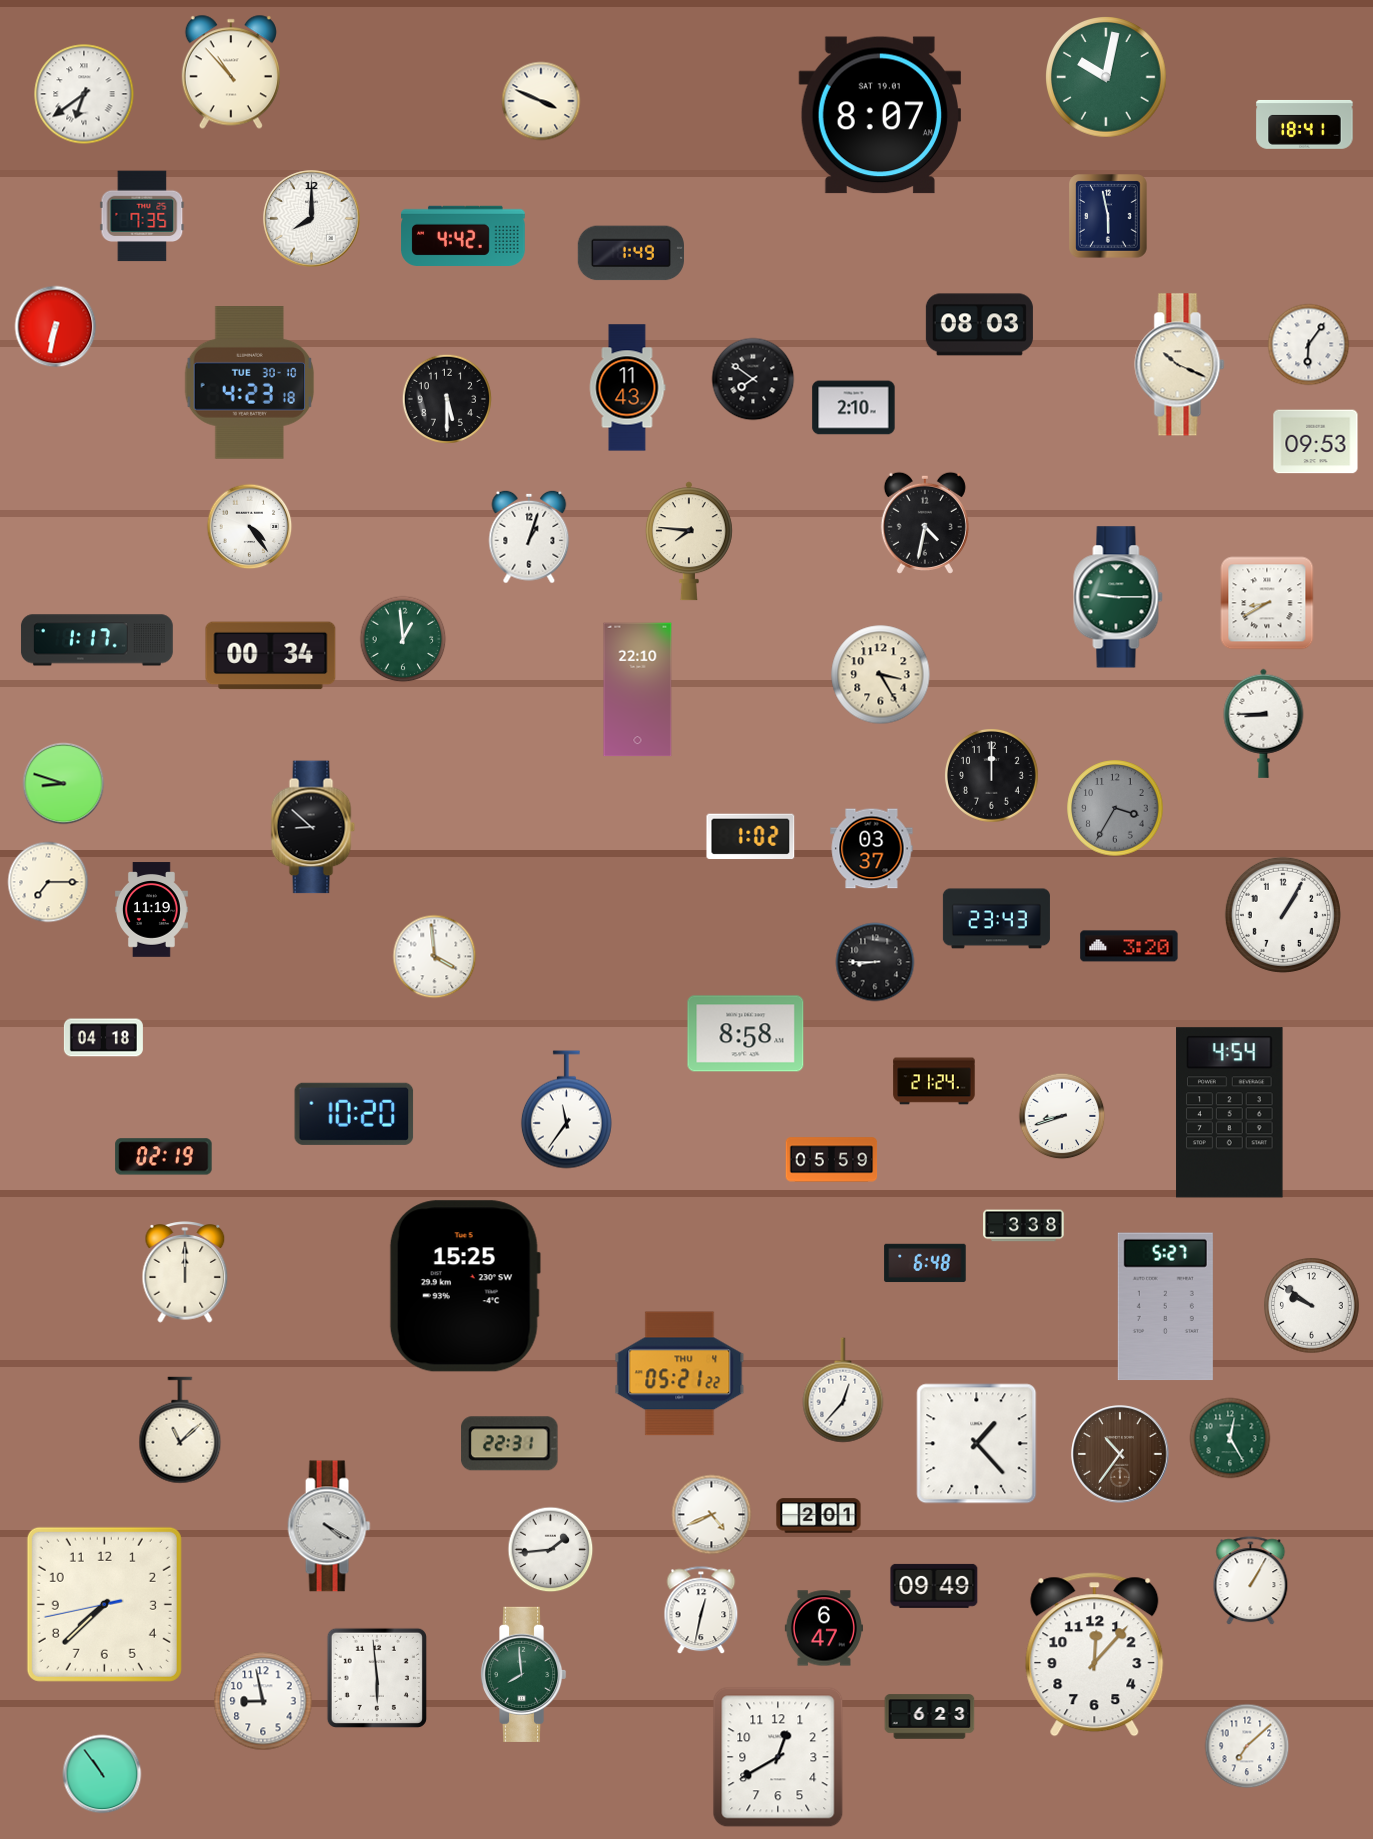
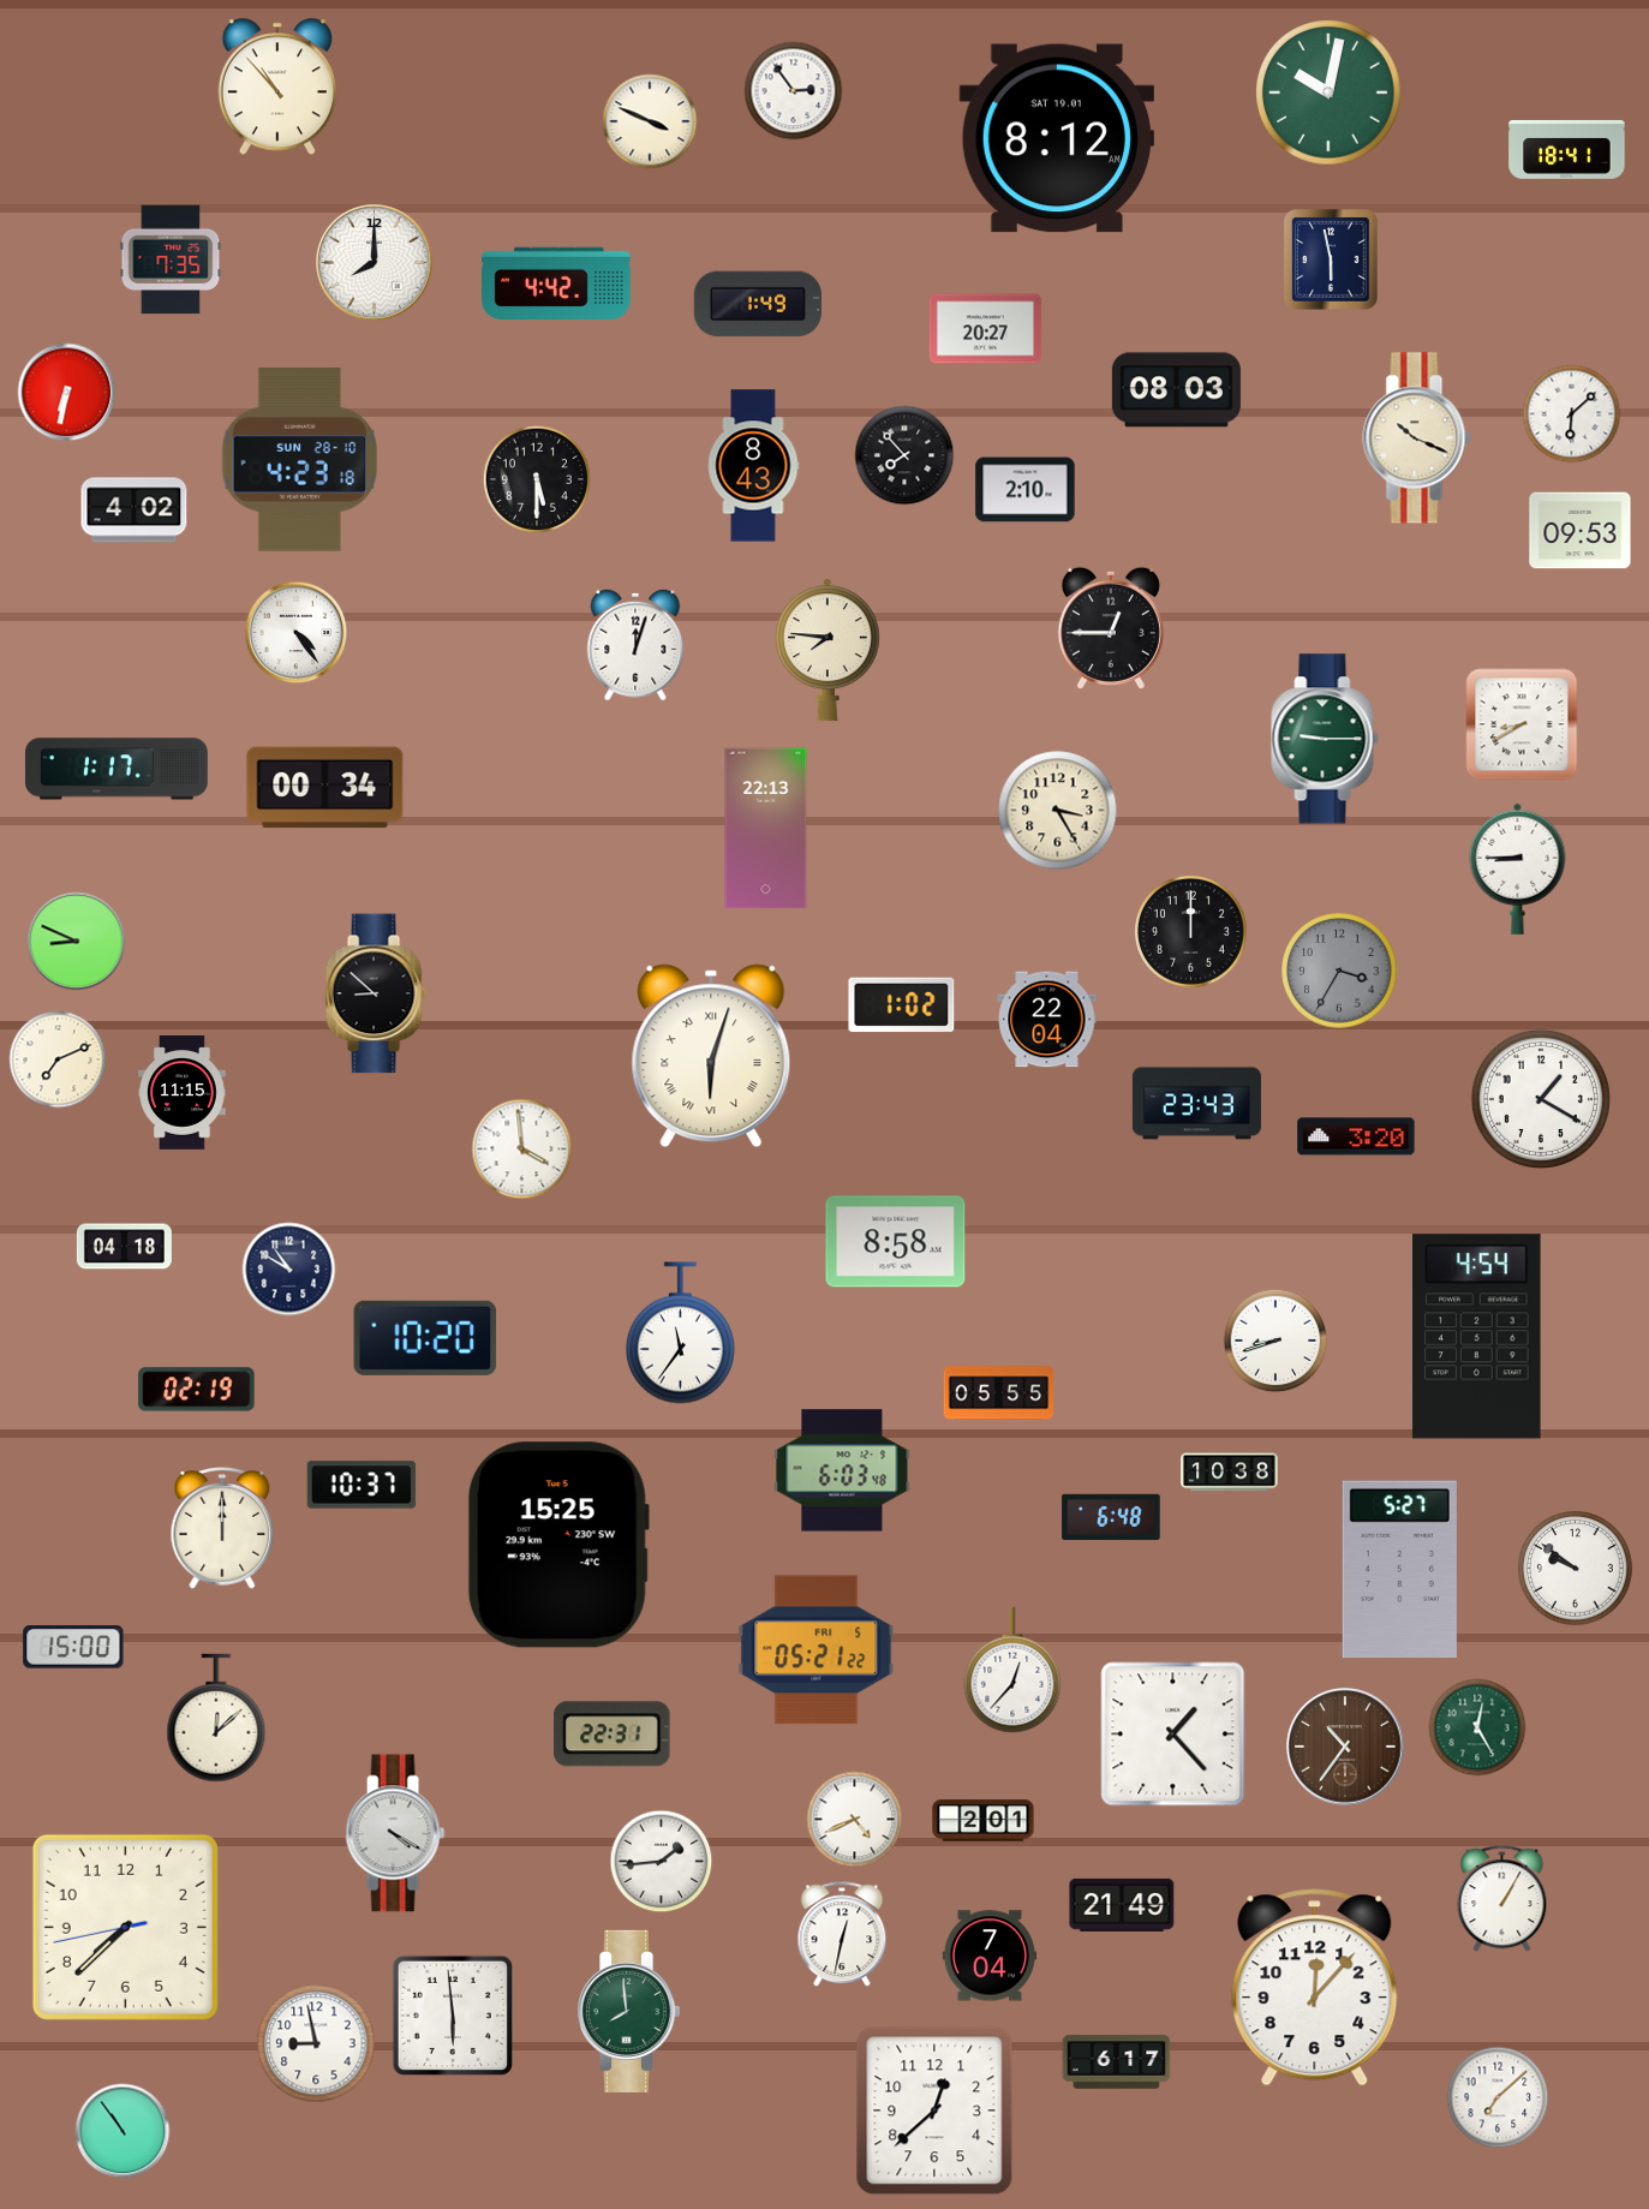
clock at (794, 91): none -> 2:54
clock at (84, 94): 6:39 -> none
clock at (879, 115): 8:07 -> 8:12
clock at (985, 329): none -> 20:27
clock at (1309, 345): 6:06 -> 6:08
clock at (753, 379): 7:51 -> 7:53
clock at (250, 383) date: TUE 30-10 -> SUN 28-10
clock at (627, 388): 11:43 -> 8:43
clock at (135, 511): none -> 4:02
clock at (925, 523): 4:32 -> 12:45
clock at (250, 527) position: (250, 527) -> (297, 633)
clock at (529, 537): 1:03 -> 12:03
clock at (1118, 597) position: (1118, 597) -> (1325, 739)
clock at (403, 639): 12:59 -> none
clock at (638, 690): 22:10 -> 22:13
clock at (64, 784): 8:48 -> 8:49
clock at (872, 849): 03:37 -> 22:04
clock at (711, 1056): none -> 6:03
clock at (48, 882): 7:15 -> 7:11
clock at (152, 910): 11:19 -> 11:15
clock at (1283, 915): 1:05 -> 1:20
clock at (875, 962): 8:45 -> none
clock at (289, 1270): none -> 10:50
clock at (934, 1081): 21:24 -> none
clock at (832, 1160): 05:59 -> 05:55
clock at (842, 1470): none -> 6:03
clock at (1024, 1226): 3:38 -> 10:38
clock at (362, 1485): none -> 10:37
clock at (73, 1647): none -> 15:00
clock at (680, 1374) date: THU 4 -> FRI 5
clock at (180, 1430): 11:08 -> 12:08
clock at (934, 1586): 09:49 -> 21:49
clock at (824, 1628): 6:47 -> 7:04
clock at (930, 1717): 6:23 -> 6:17
clock at (778, 1757): 12:40 -> 12:38
